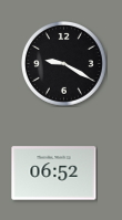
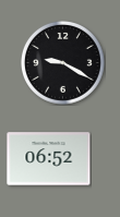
clock at (54, 174) position: (54, 174) -> (49, 159)
